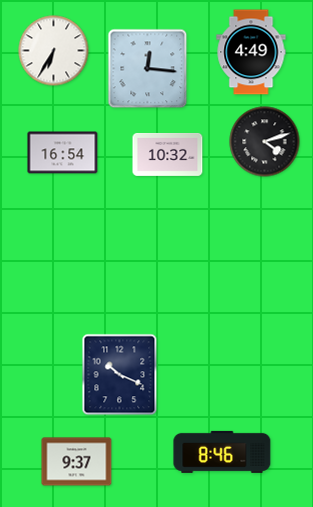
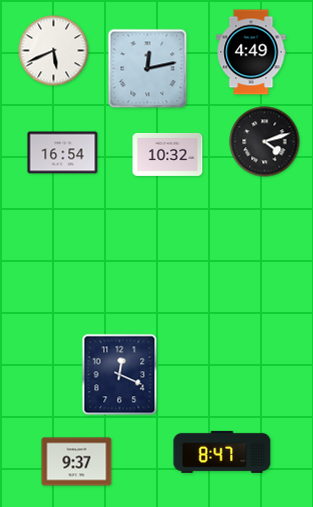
clock at (54, 51): 6:35 -> 5:41
clock at (148, 69): 12:16 -> 12:13
clock at (120, 375): 10:19 -> 12:19
clock at (222, 452): 8:46 -> 8:47
